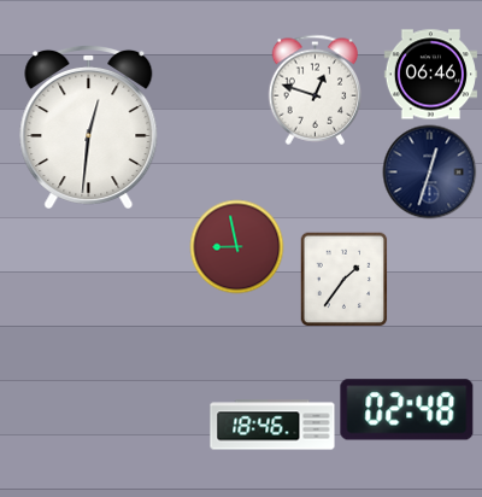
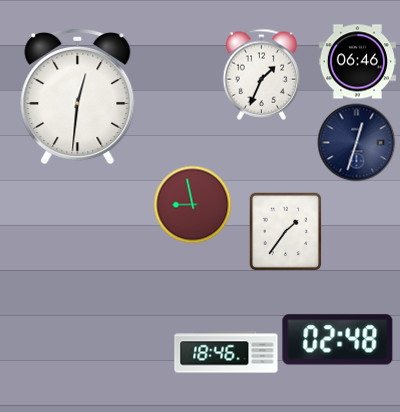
clock at (316, 89): 12:48 -> 1:34
clock at (89, 127) position: (89, 127) -> (78, 96)
clock at (236, 246) position: (236, 246) -> (192, 204)
